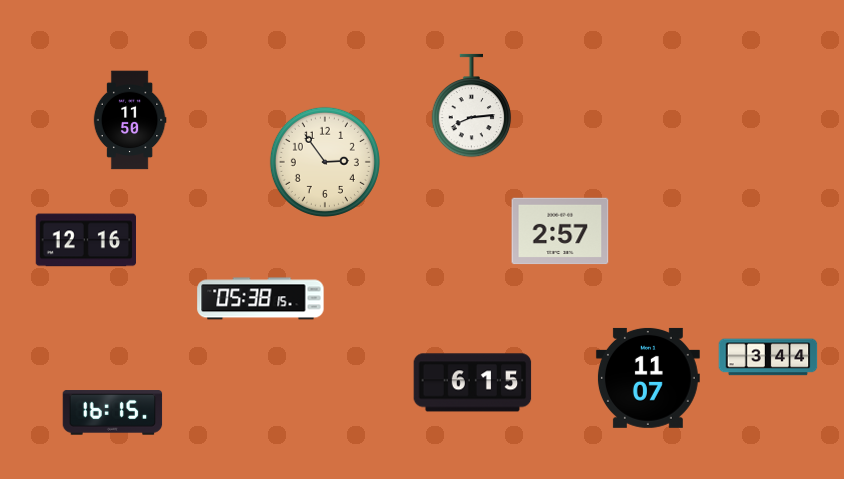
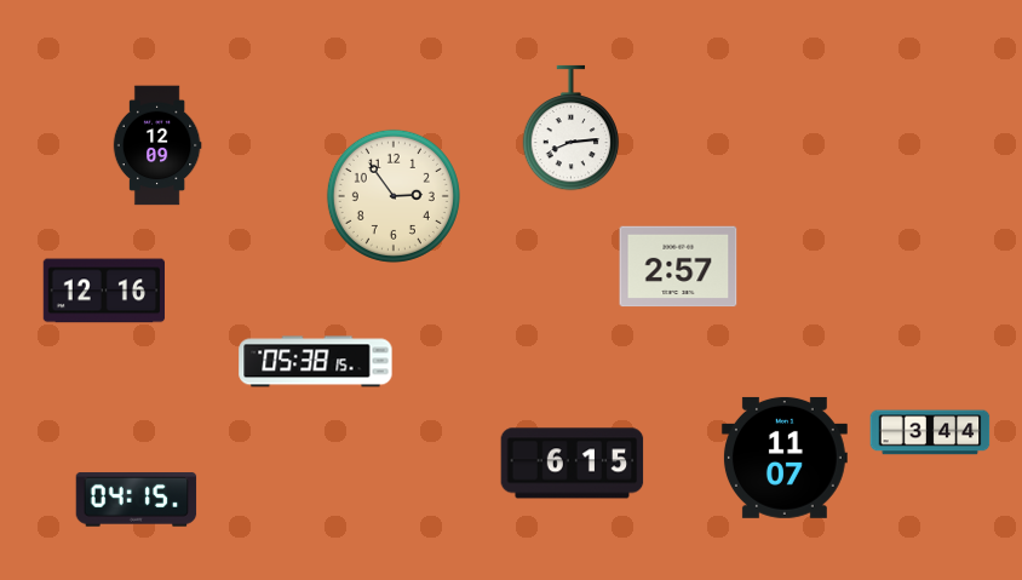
clock at (130, 120): 11:50 -> 12:09
clock at (560, 231) position: (560, 231) -> (678, 266)
clock at (113, 413): 16:15 -> 04:15
